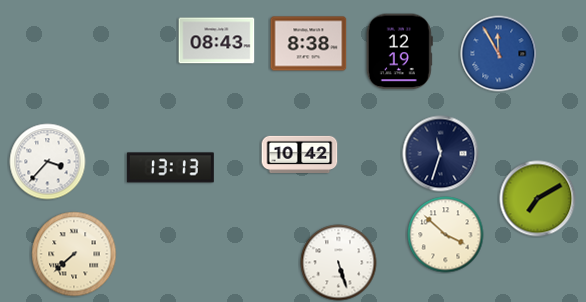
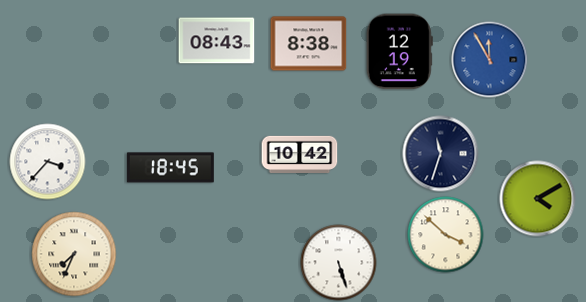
clock at (499, 54) position: (499, 54) -> (490, 60)
clock at (170, 168): 13:13 -> 18:45
clock at (538, 199): 7:10 -> 4:10
clock at (74, 254): 7:38 -> 7:34
